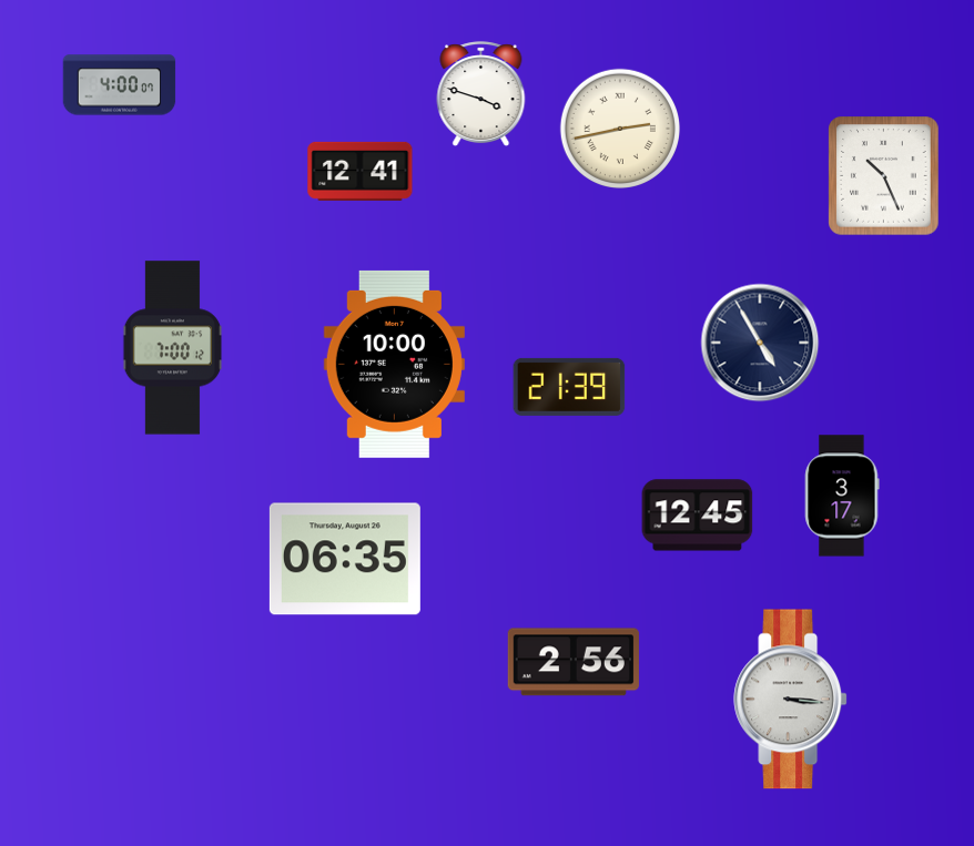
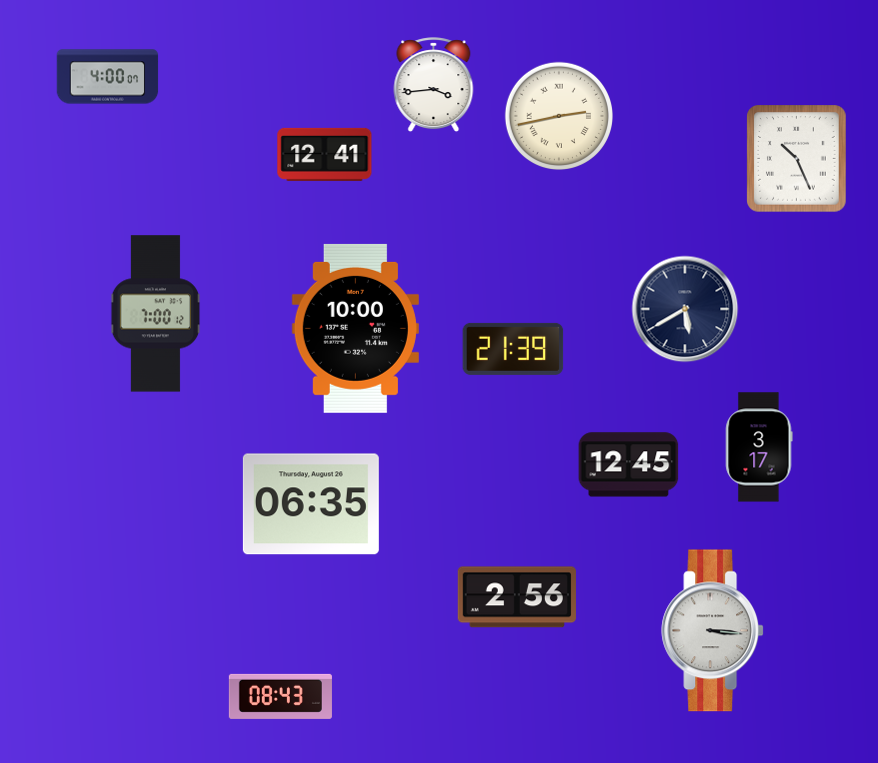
clock at (481, 94): 3:48 -> 3:44
clock at (760, 343): 4:55 -> 5:40
clock at (280, 696): none -> 08:43
